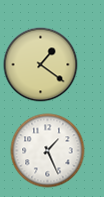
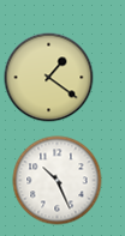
clock at (48, 151): 1:26 -> 10:26
